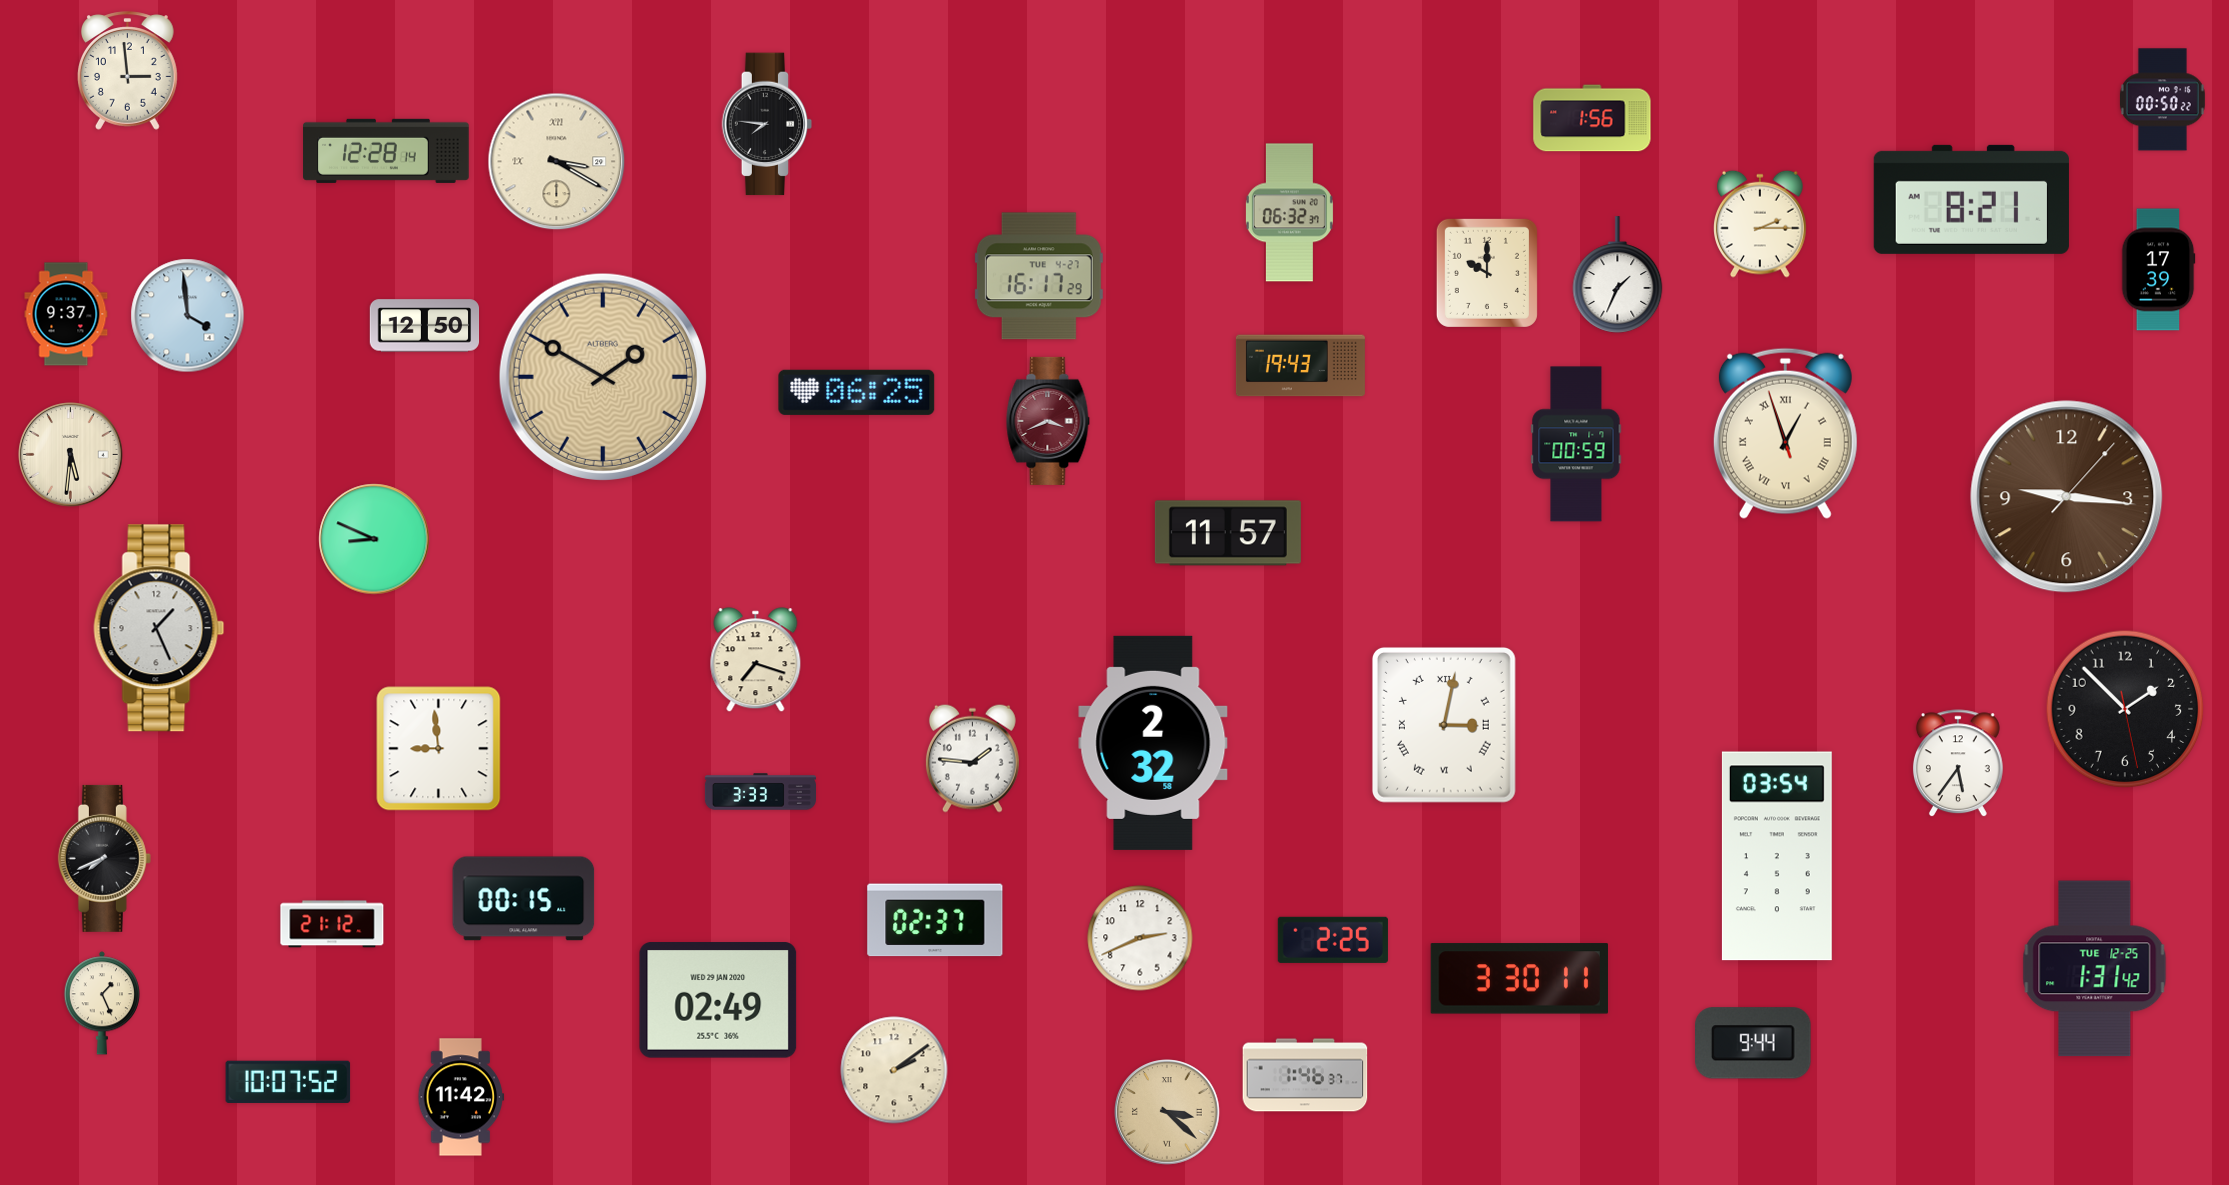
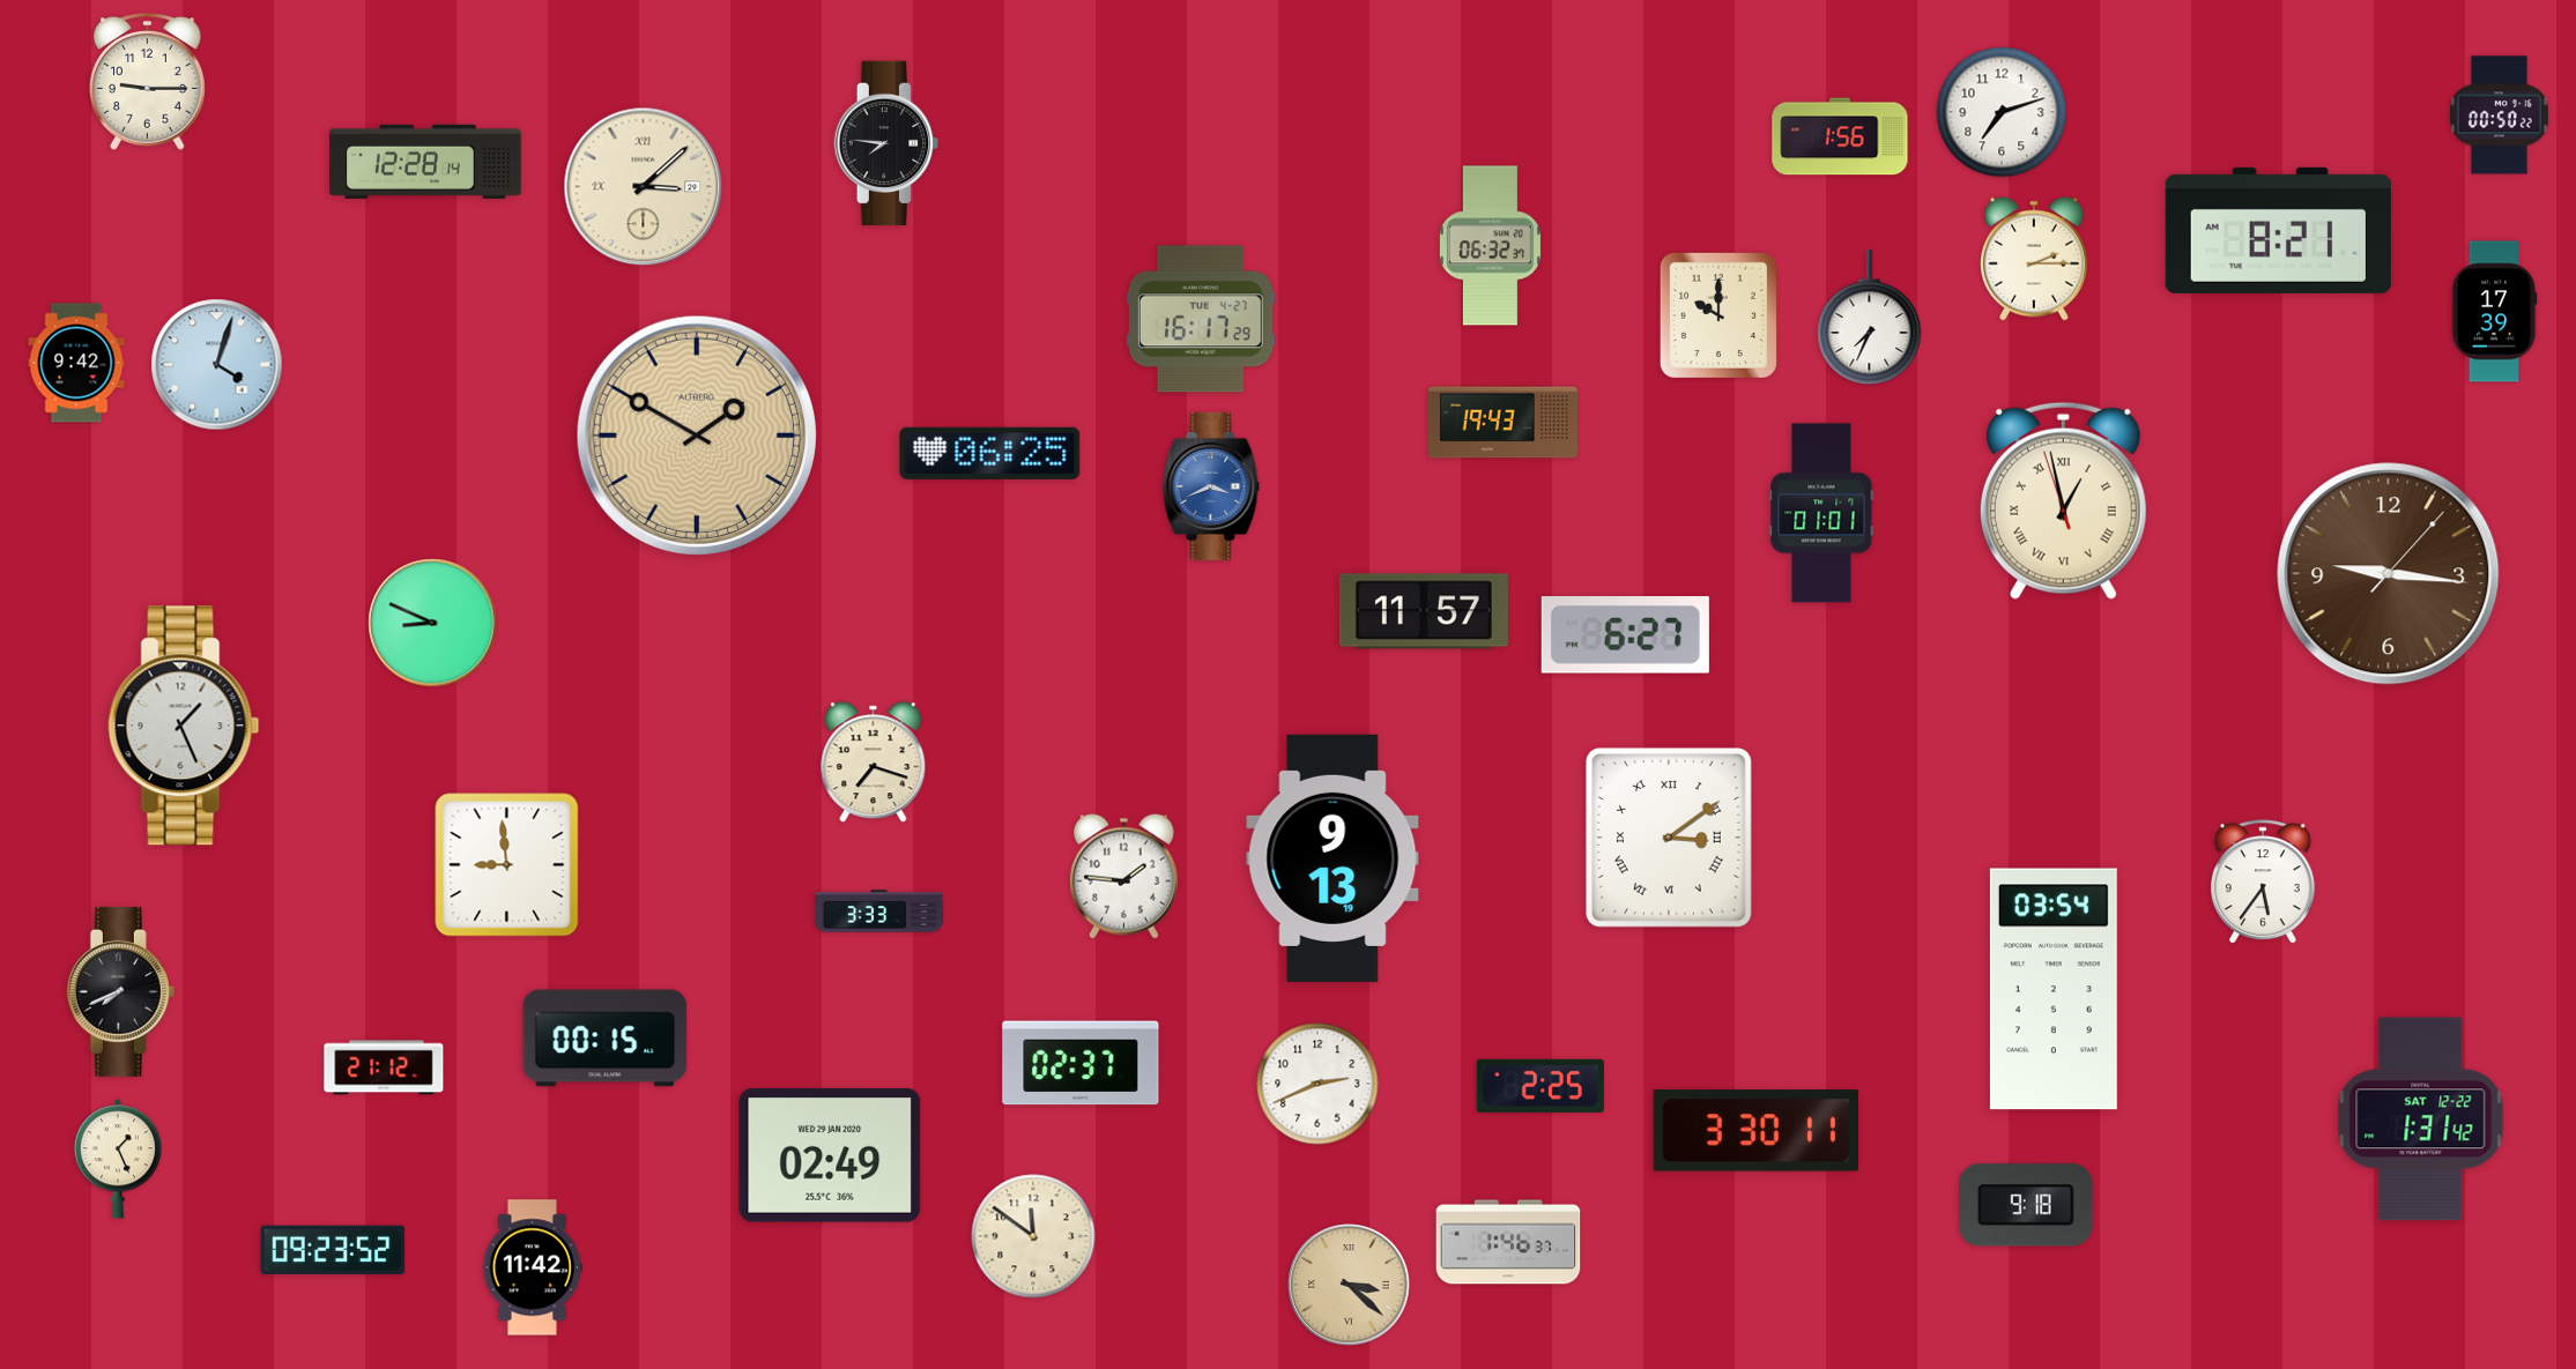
clock at (128, 71): 2:59 -> 9:15
clock at (2002, 112): none -> 7:12
clock at (386, 151) position: (386, 151) -> (425, 162)
clock at (557, 162): 3:20 -> 3:08
clock at (1618, 275): 1:34 -> 7:34
clock at (66, 314): 9:37 -> 9:42
clock at (188, 316): 3:59 -> 4:03
clock at (425, 326): 12:50 -> none
clock at (1048, 421) dial: burgundy -> blue
clock at (1785, 433): 12:56 -> 12:57
clock at (1576, 444): 00:59 -> 01:01
clock at (71, 455): 5:31 -> none
clock at (1228, 533) position: (1228, 533) -> (1424, 611)
clock at (1625, 635): none -> 6:27
clock at (2125, 709): 1:52 -> none
clock at (1444, 725): 3:02 -> 3:09
clock at (1153, 743): 2:32 -> 9:13
clock at (760, 792) position: (760, 792) -> (878, 912)
clock at (2095, 969) date: TUE 12-25 -> SAT 12-22
clock at (1753, 1043): 9:44 -> 9:18
clock at (894, 1070): 2:09 -> 11:51
clock at (288, 1082): 10:07 -> 09:23
